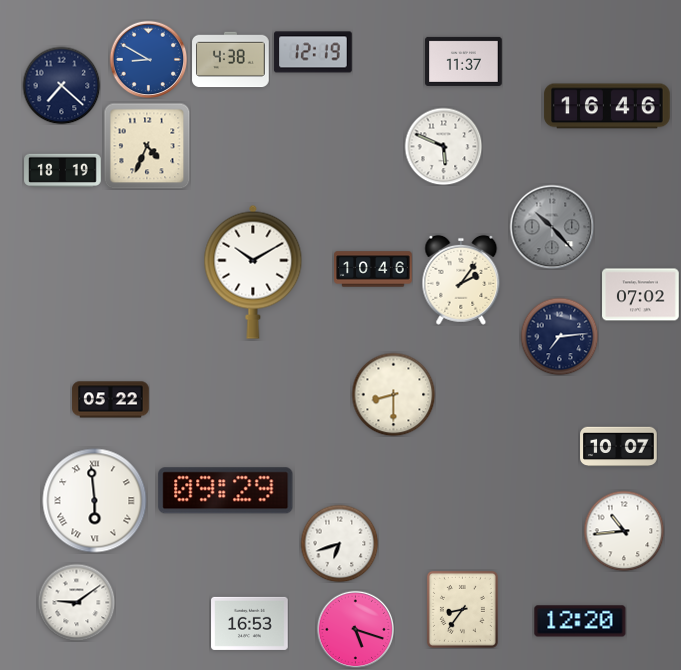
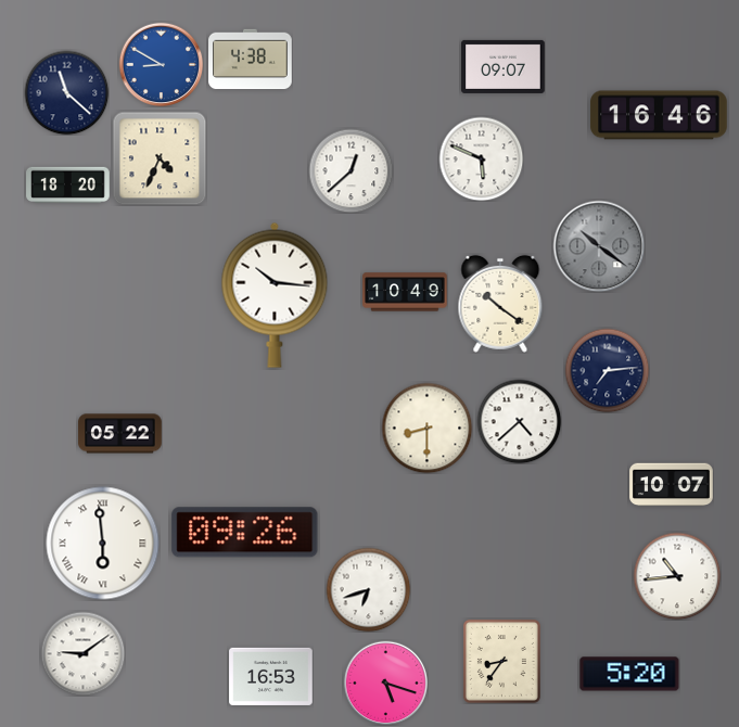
clock at (313, 52): 12:19 -> none
clock at (231, 60) position: (231, 60) -> (251, 60)
clock at (464, 61): 11:37 -> 09:07
clock at (61, 85): 7:22 -> 11:22
clock at (351, 170): none -> 12:38
clock at (63, 171): 18:19 -> 18:20
clock at (552, 227): 10:23 -> 10:21
clock at (373, 269): 10:46 -> 10:49
clock at (253, 272): 10:10 -> 10:16
clock at (461, 280): 2:06 -> 10:21
clock at (641, 295): 07:02 -> none
clock at (559, 336) position: (559, 336) -> (607, 370)
clock at (519, 421): none -> 4:38
clock at (226, 491): 09:29 -> 09:26
clock at (580, 621): 12:20 -> 5:20
